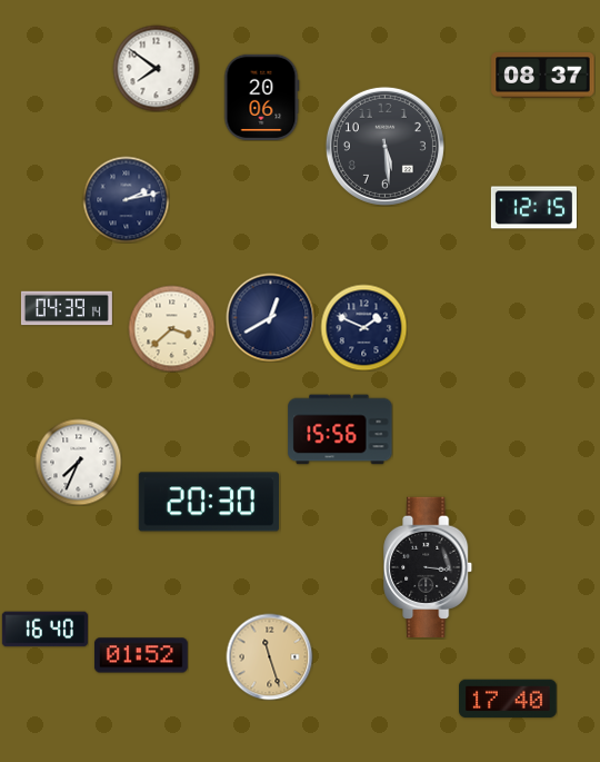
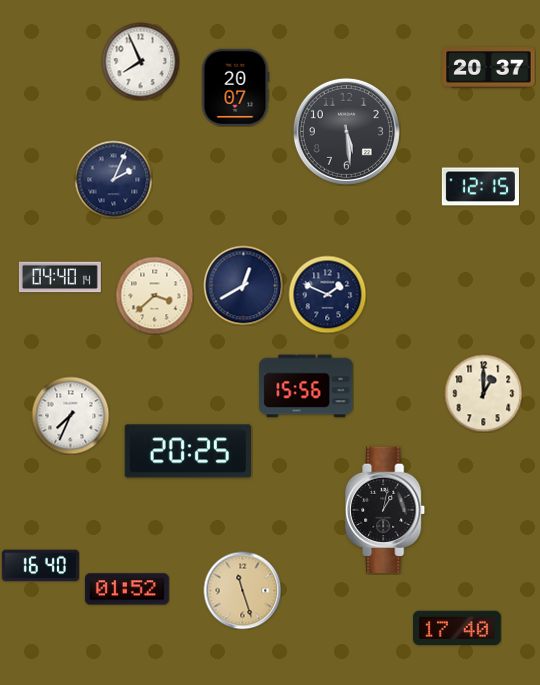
clock at (156, 68): 7:51 -> 7:56
clock at (543, 76): 08:37 -> 20:37
clock at (261, 97): 20:06 -> 20:07
clock at (126, 199): 2:13 -> 2:04
clock at (67, 308): 04:39 -> 04:40
clock at (483, 393): none -> 1:00
clock at (208, 502): 20:30 -> 20:25
clock at (429, 566): 3:16 -> 1:02
